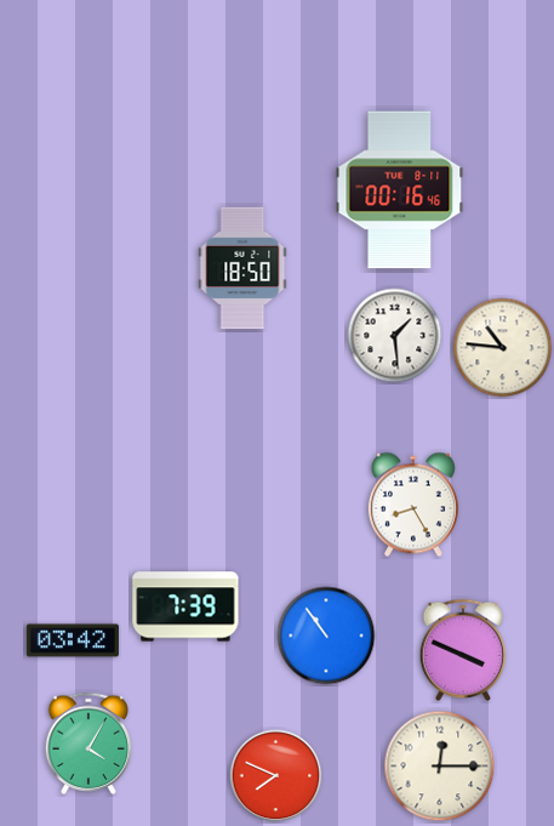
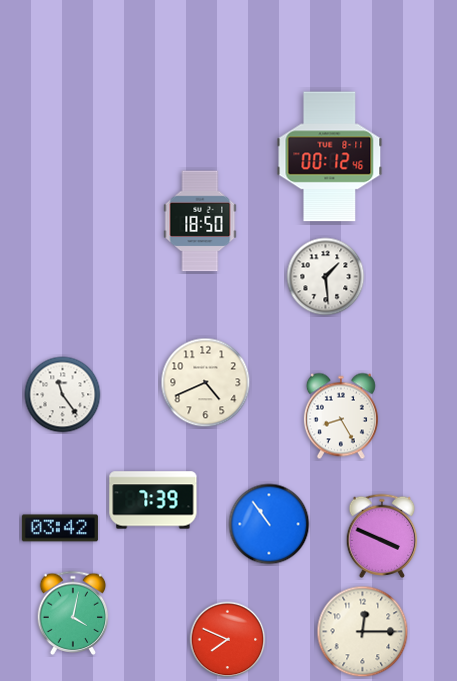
clock at (400, 190): 00:16 -> 00:12
clock at (503, 348): 10:46 -> none
clock at (206, 383): none -> 4:41
clock at (63, 395): none -> 11:24
clock at (88, 742): 4:05 -> 4:02
